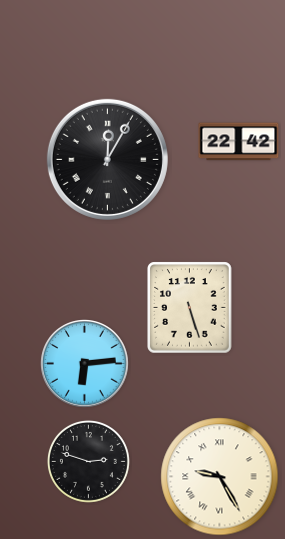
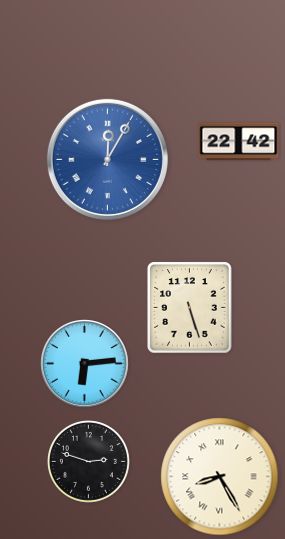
clock at (107, 159) dial: black -> blue
clock at (220, 477): 9:25 -> 8:25
